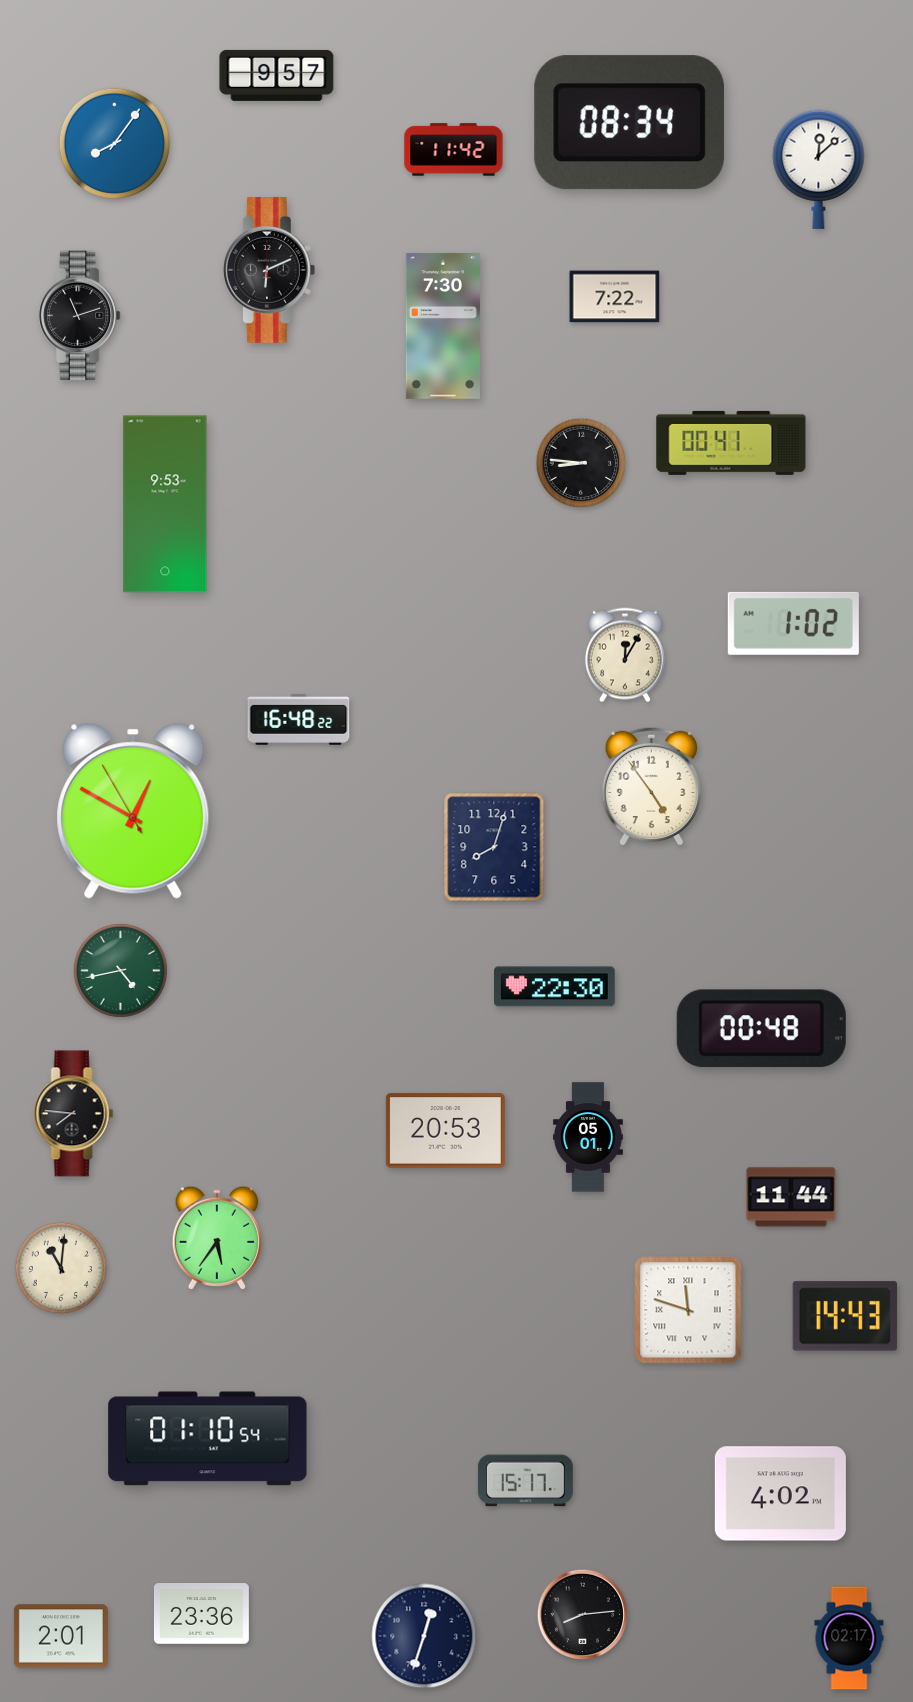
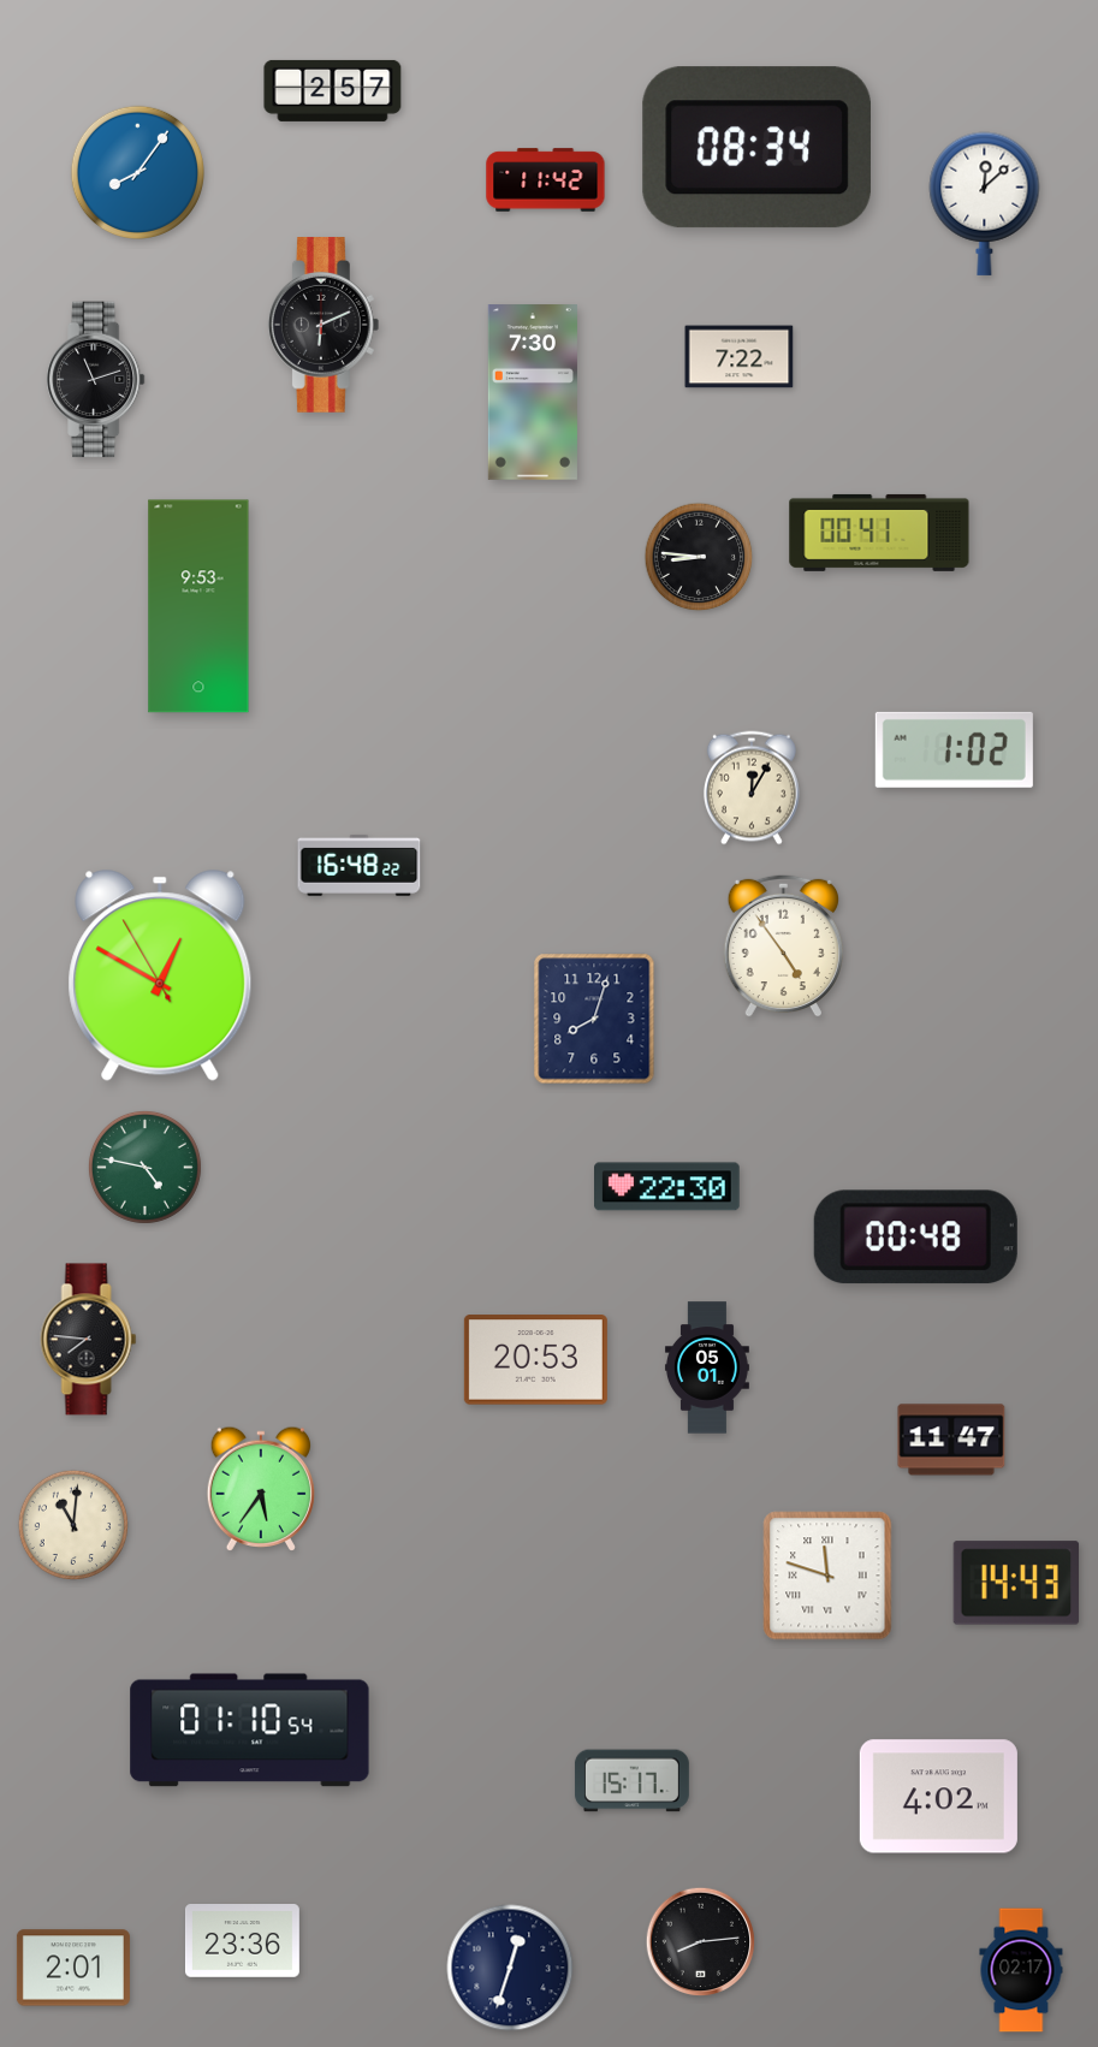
clock at (277, 75): 9:57 -> 2:57
clock at (120, 970): 4:43 -> 4:47
clock at (791, 1197): 11:44 -> 11:47
